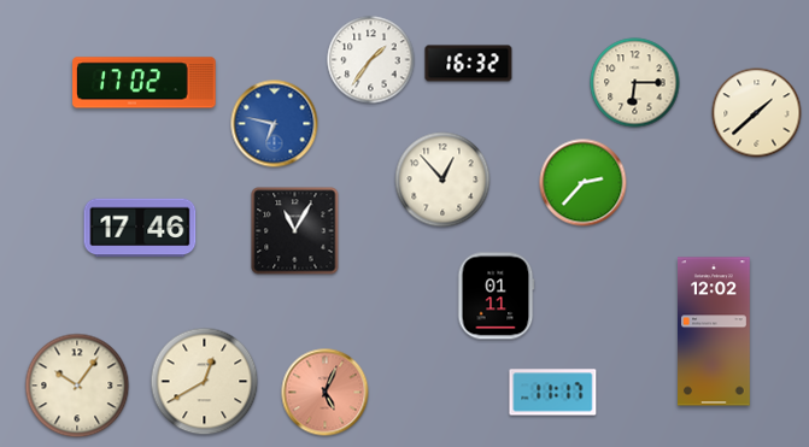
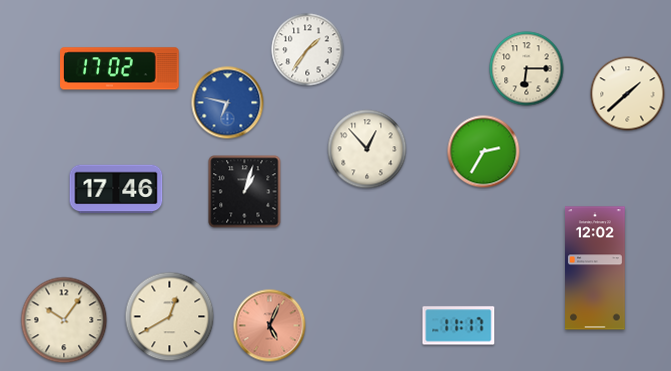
clock at (469, 64): 16:32 -> none
clock at (584, 183): 2:37 -> 2:35
clock at (295, 231): 11:05 -> 1:03
clock at (496, 296): 01:11 -> none
clock at (715, 331) position: (715, 331) -> (596, 268)
